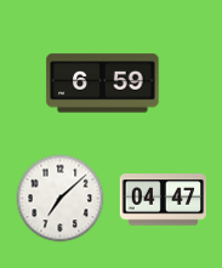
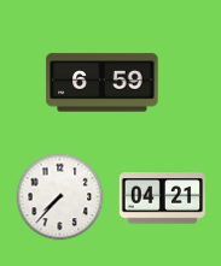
clock at (61, 199): 7:08 -> 7:37
clock at (163, 200): 04:47 -> 04:21
